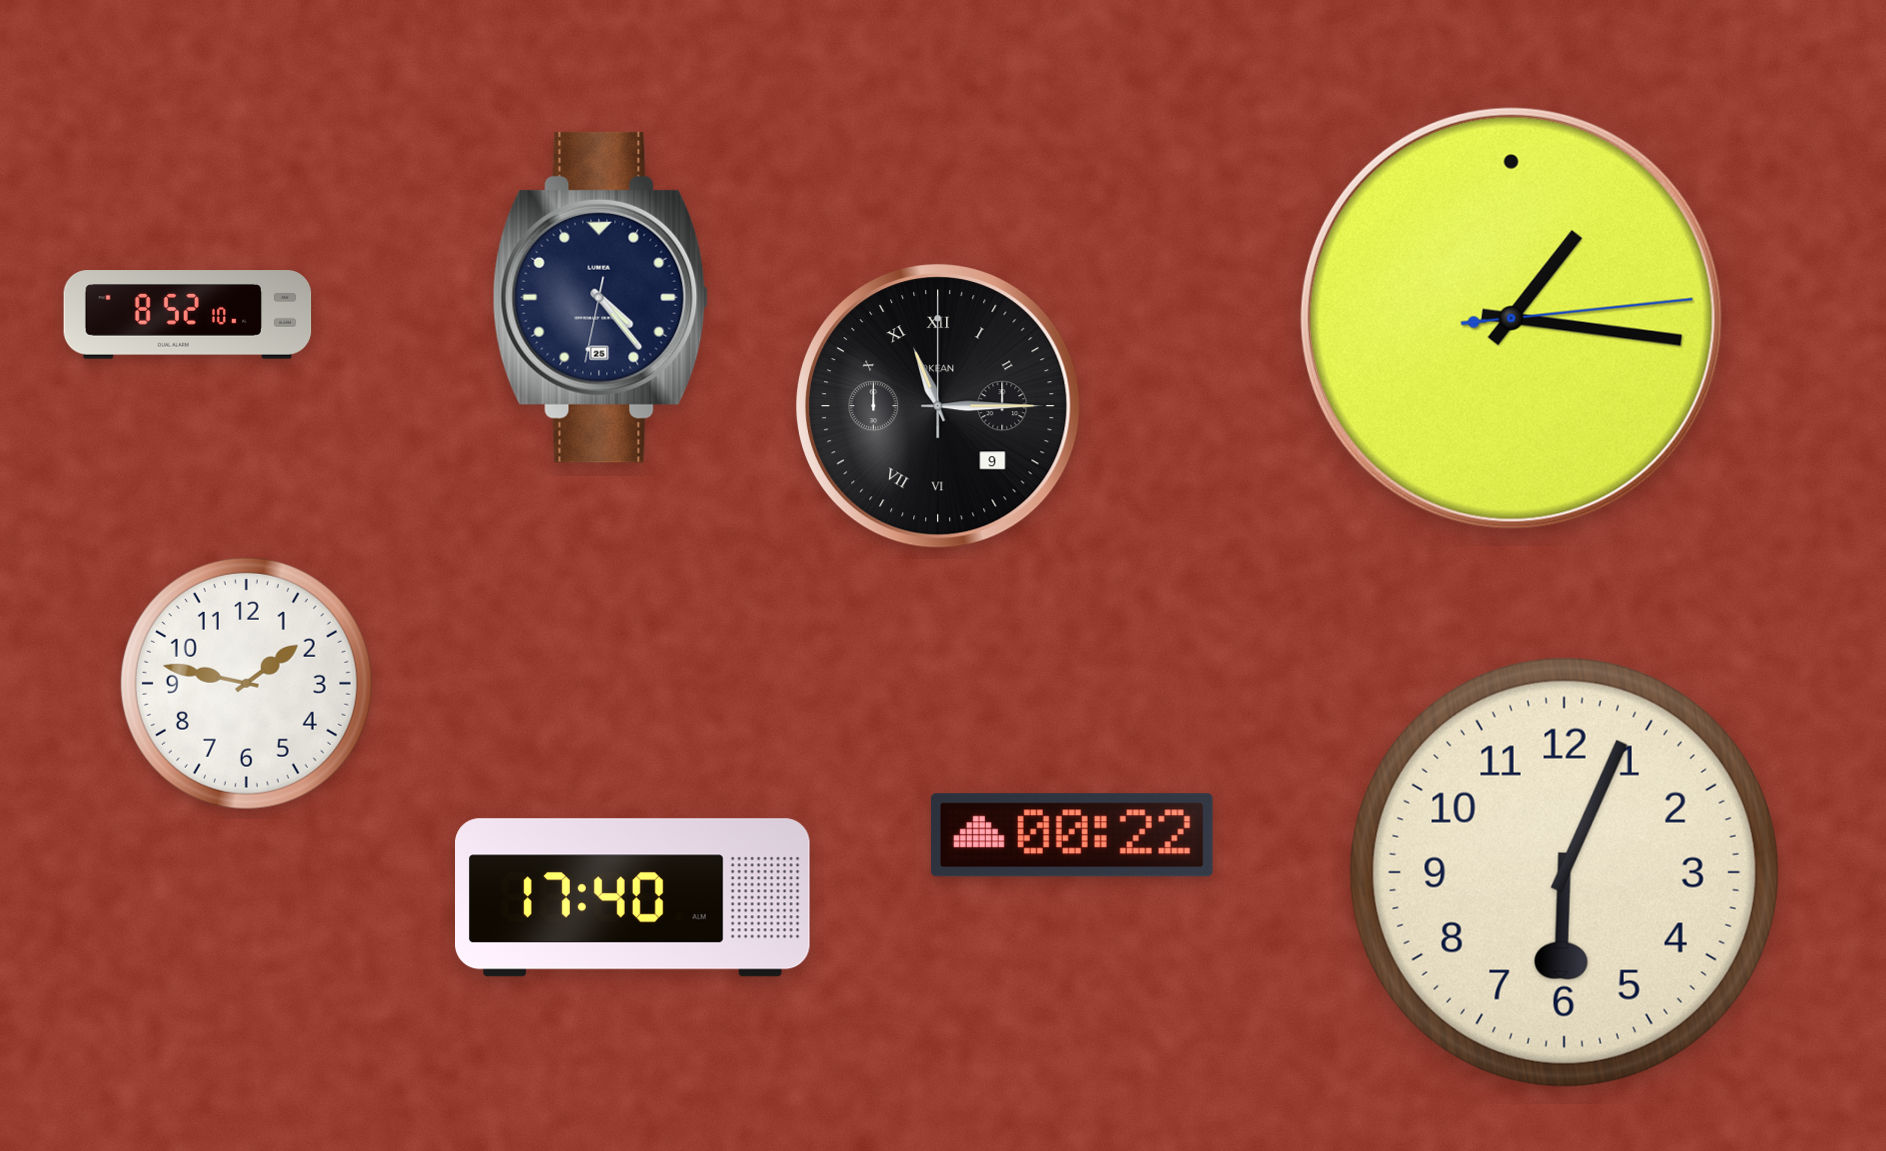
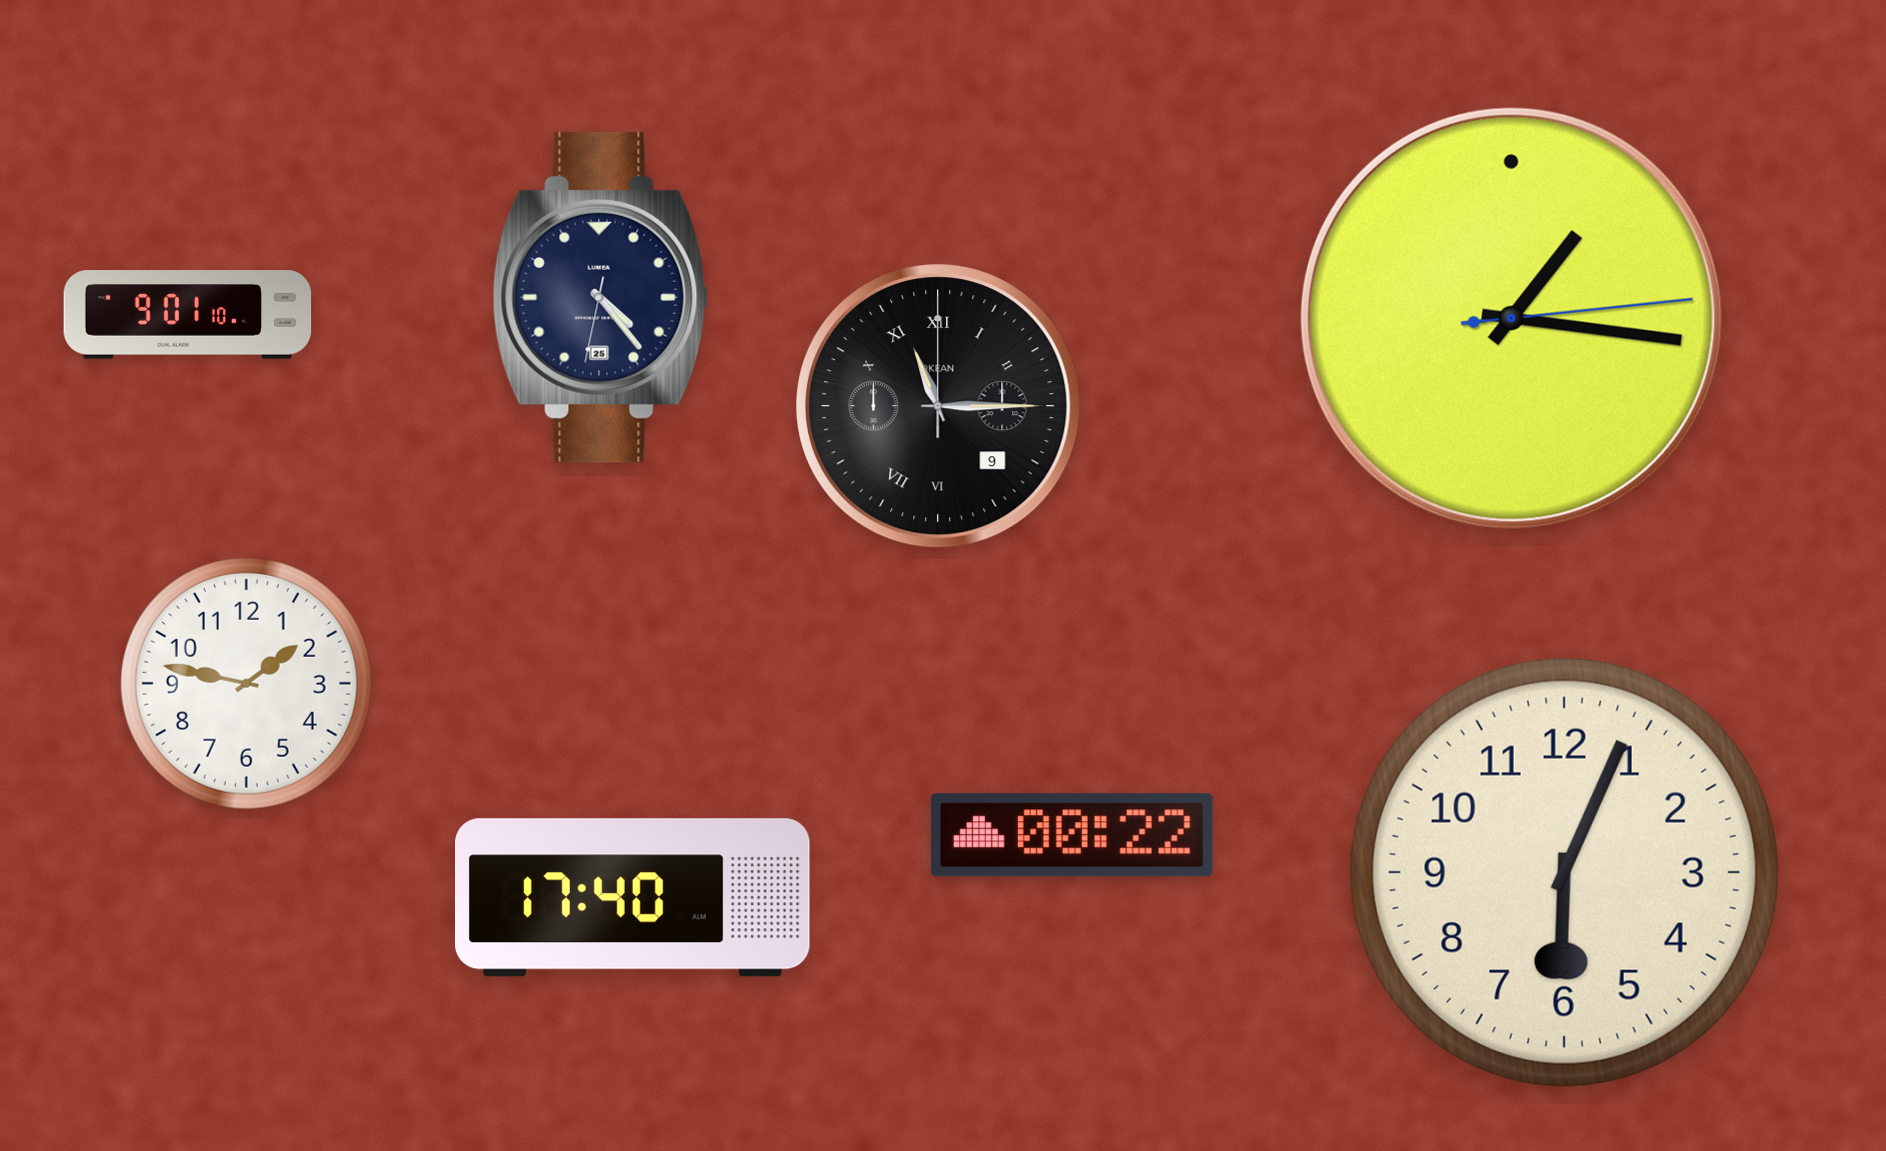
clock at (188, 315): 8:52 -> 9:01
